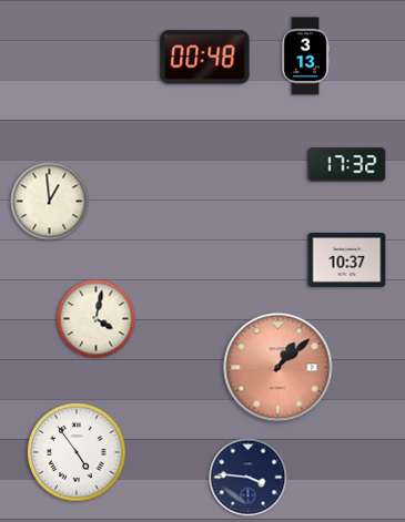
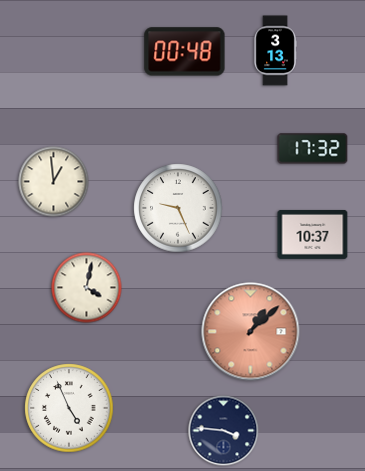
clock at (50, 202) position: (50, 202) -> (54, 182)
clock at (178, 208): none -> 9:26
clock at (77, 452): 4:54 -> 4:56
